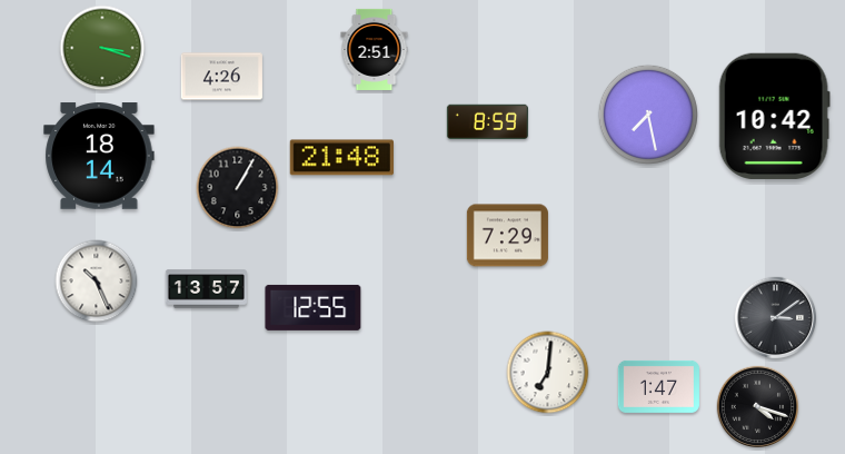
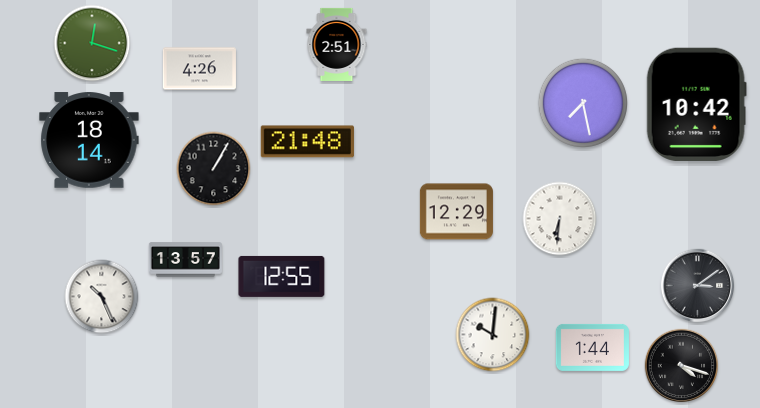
clock at (102, 48): 3:18 -> 12:18
clock at (487, 122): 8:59 -> none
clock at (507, 236): 7:29 -> 12:29
clock at (560, 219): none -> 6:31
clock at (97, 282) position: (97, 282) -> (102, 297)
clock at (548, 373): 7:01 -> 10:01
clock at (658, 386): 1:47 -> 1:44
